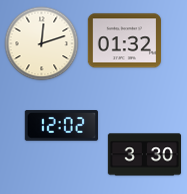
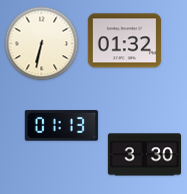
clock at (42, 44): 12:12 -> 6:32
clock at (61, 126): 12:02 -> 01:13
